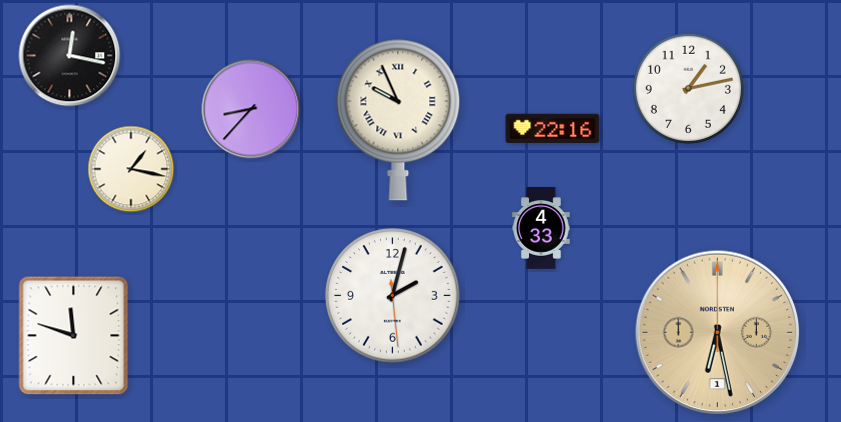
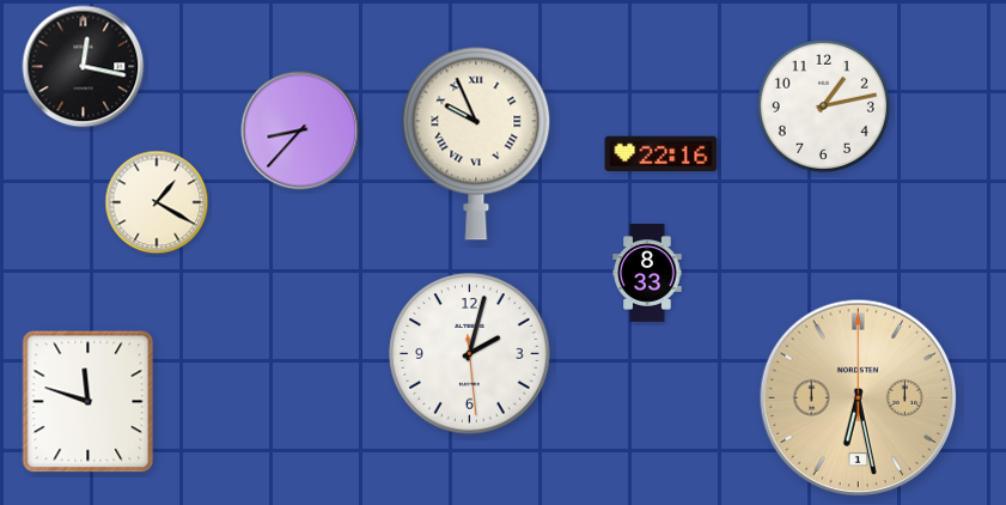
clock at (131, 169): 1:17 -> 1:20
clock at (541, 228): 4:33 -> 8:33
